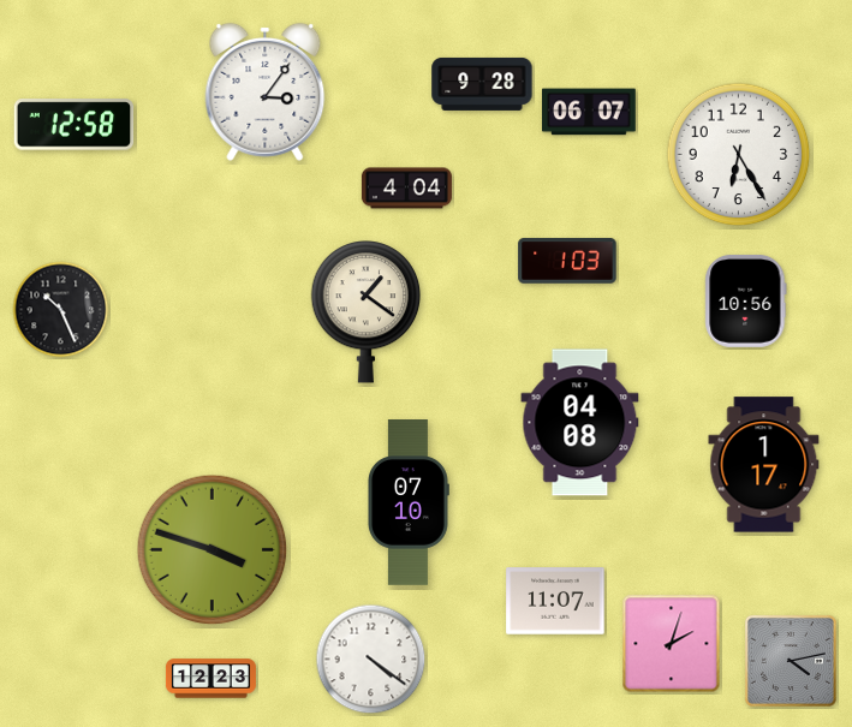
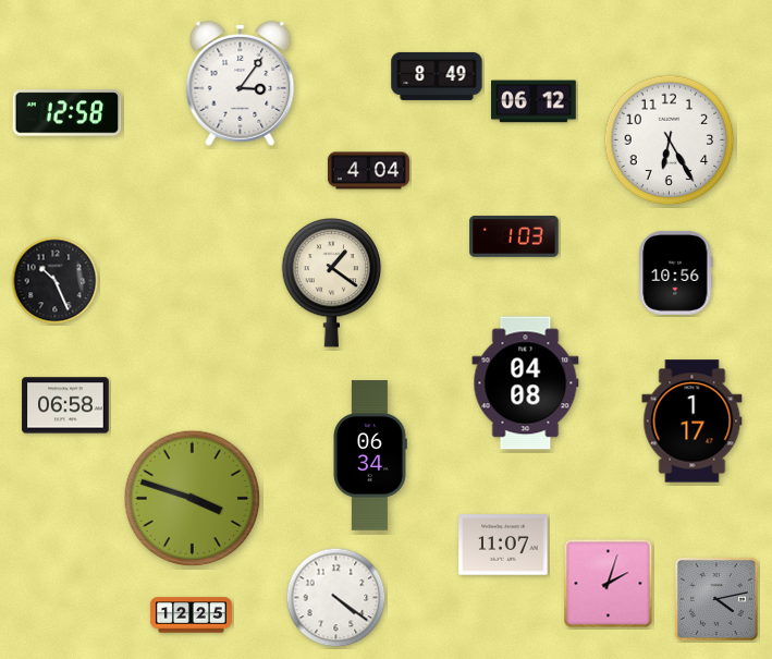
clock at (482, 84): 9:28 -> 8:49
clock at (590, 112): 06:07 -> 06:12
clock at (65, 405): none -> 06:58
clock at (409, 502): 07:10 -> 06:34
clock at (210, 679): 12:23 -> 12:25
